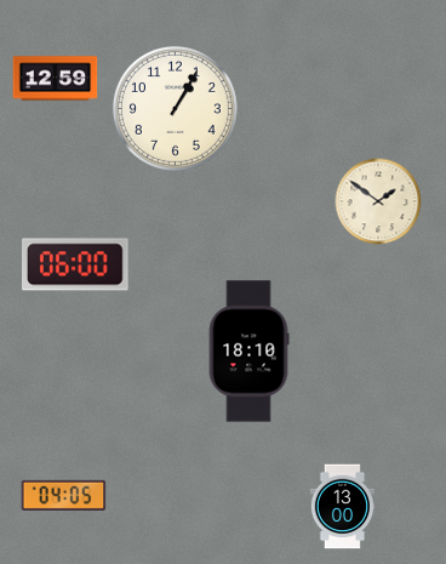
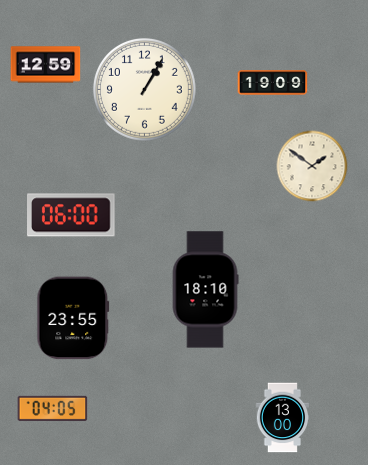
clock at (273, 83): none -> 19:09
clock at (76, 264) position: (76, 264) -> (72, 215)
clock at (73, 318): none -> 23:55
